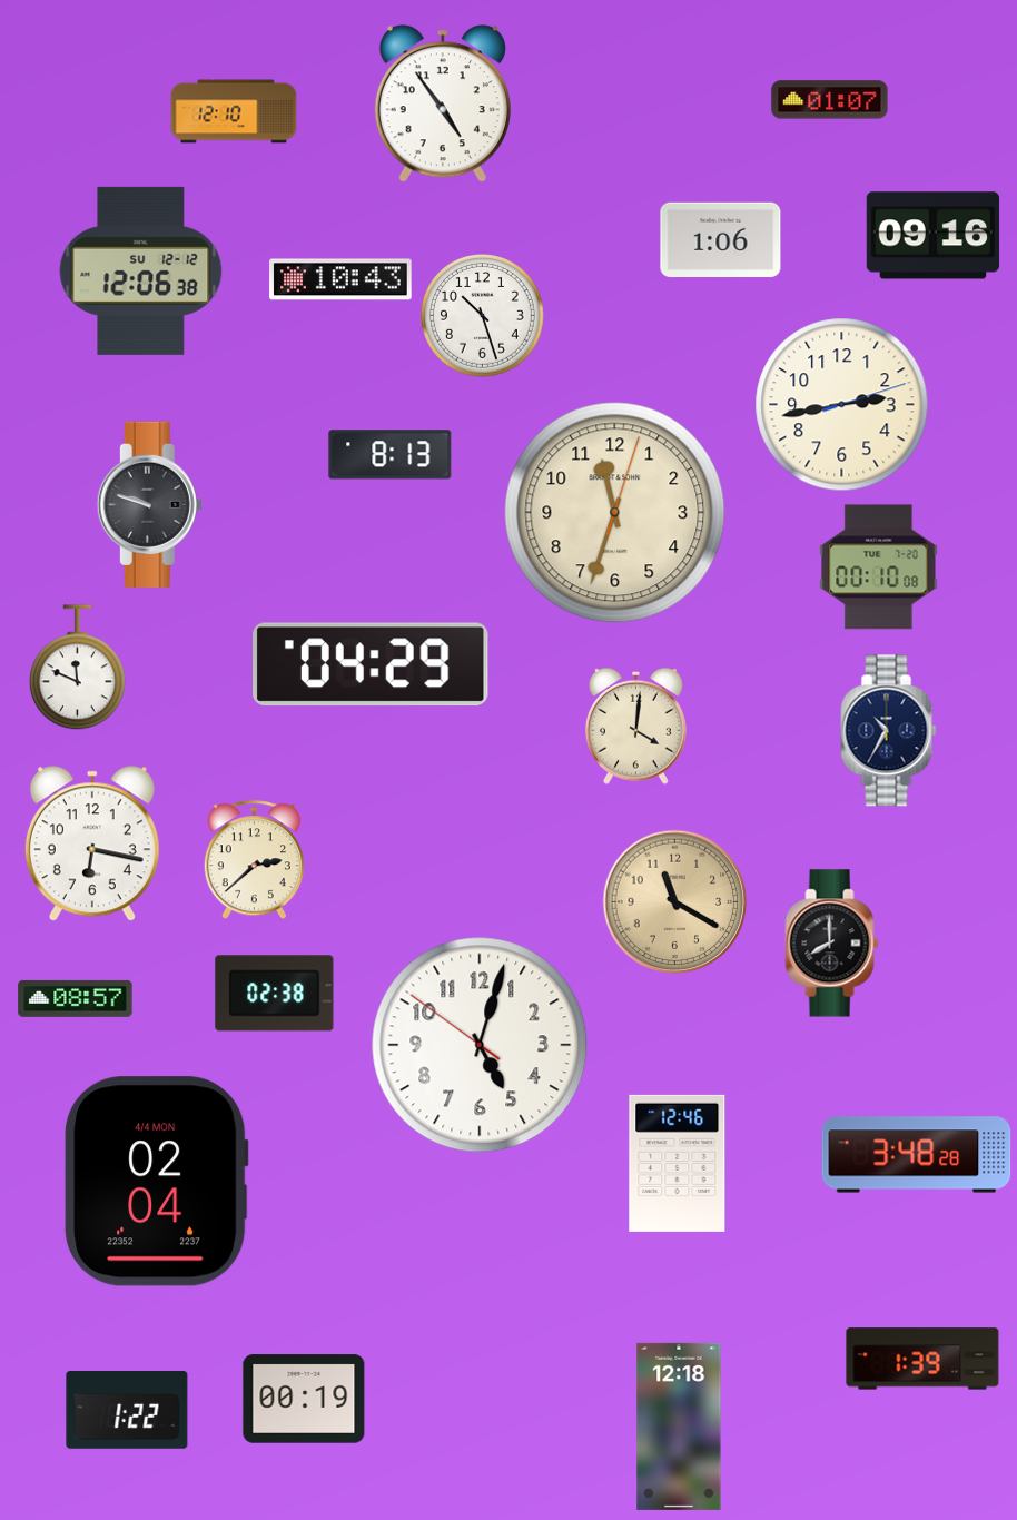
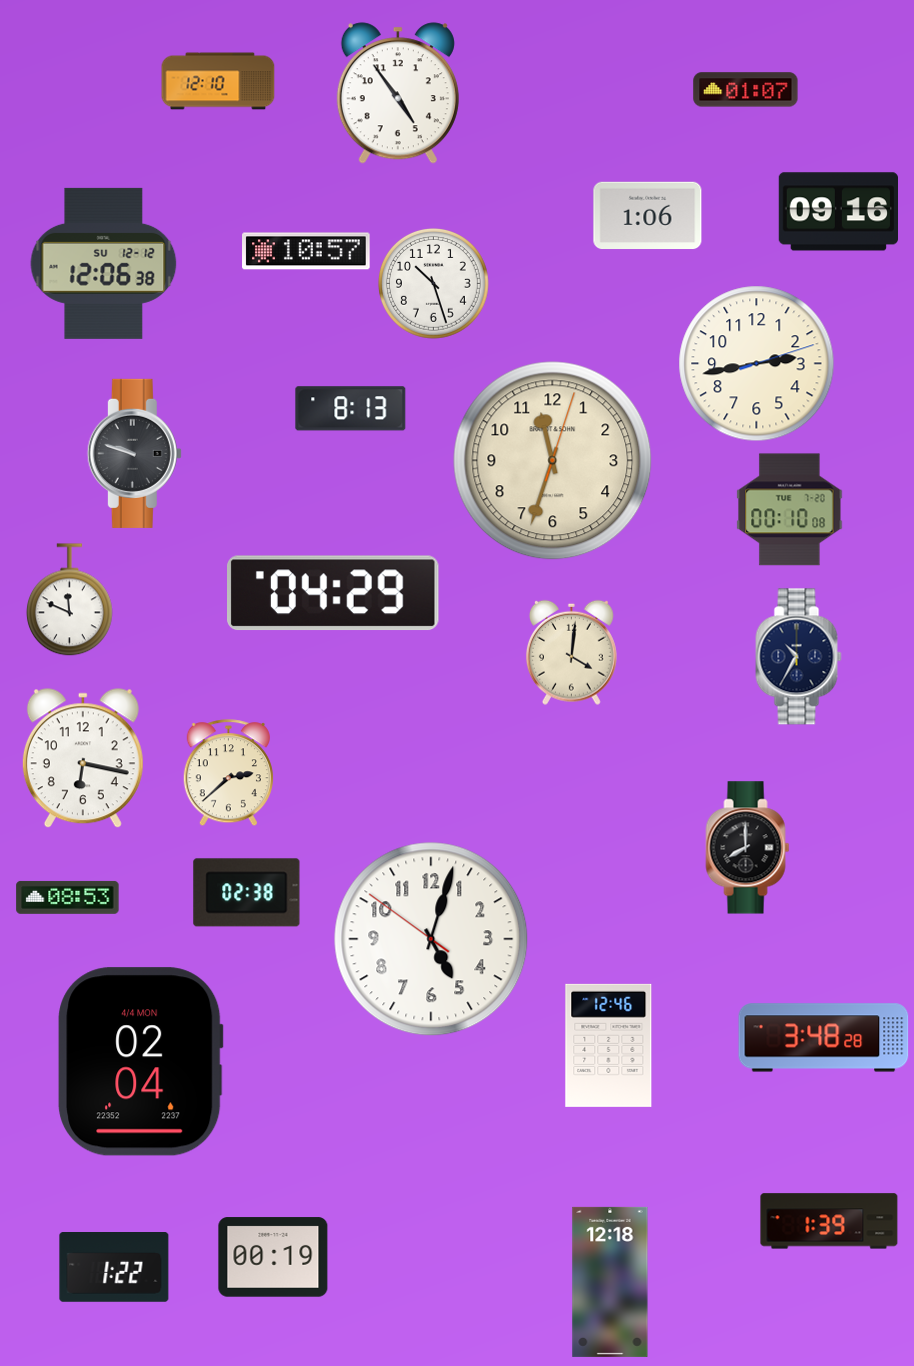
clock at (234, 111) position: (234, 111) -> (218, 81)
clock at (141, 270) position: (141, 270) -> (104, 263)
clock at (340, 279): 10:43 -> 10:57
clock at (372, 664) position: (372, 664) -> (334, 593)
clock at (675, 902): 11:20 -> none
clock at (76, 998): 08:57 -> 08:53
